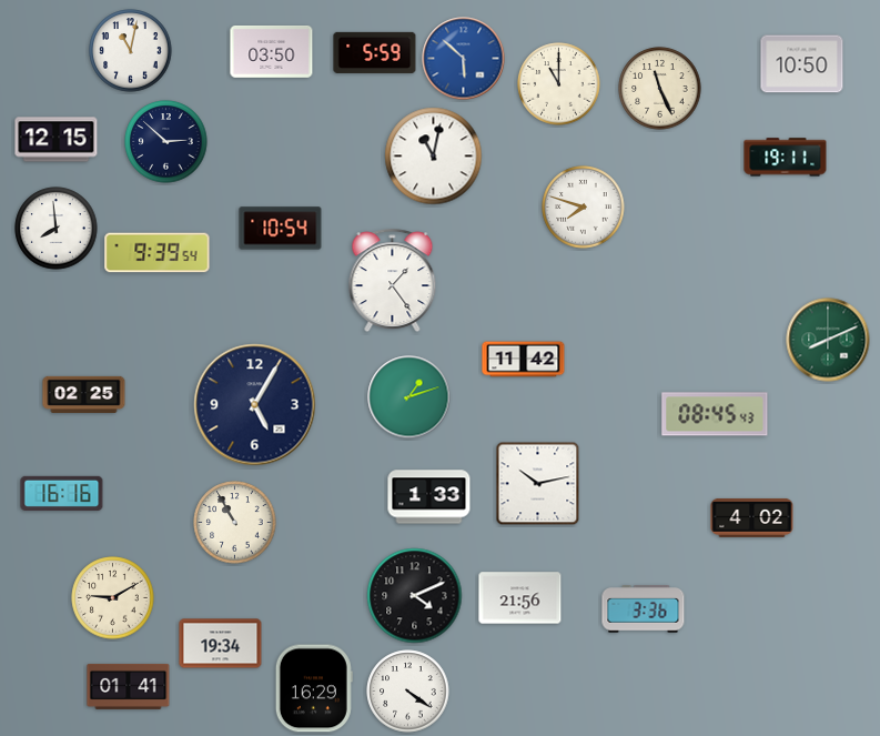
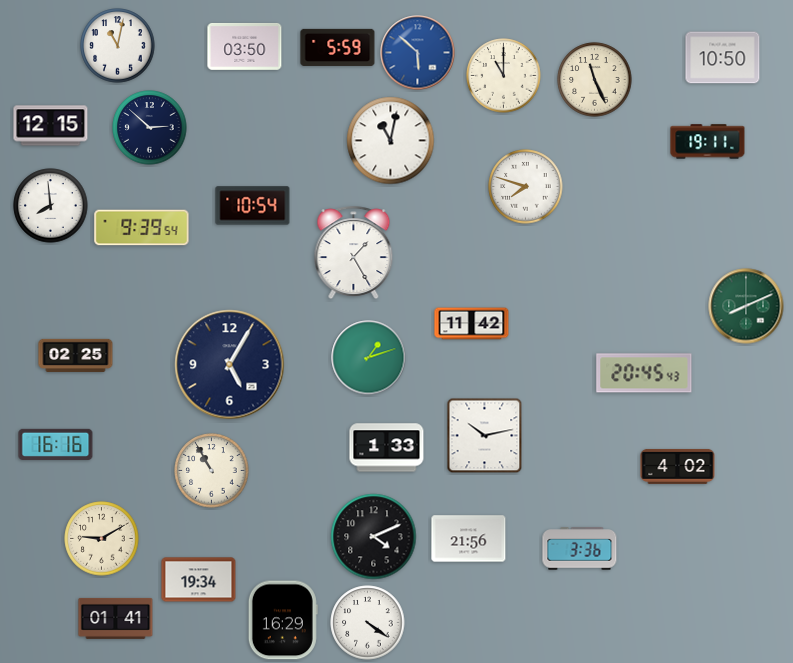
clock at (393, 281): 1:24 -> 1:25
clock at (715, 414): 08:45 -> 20:45
